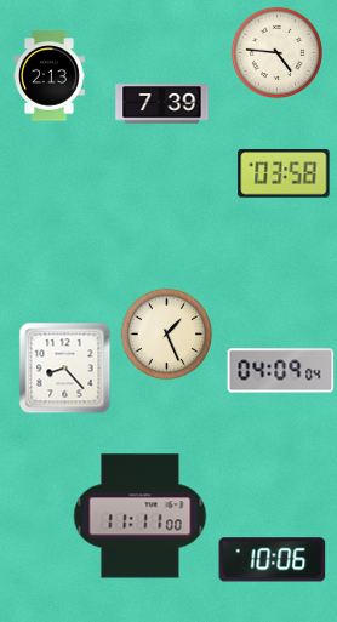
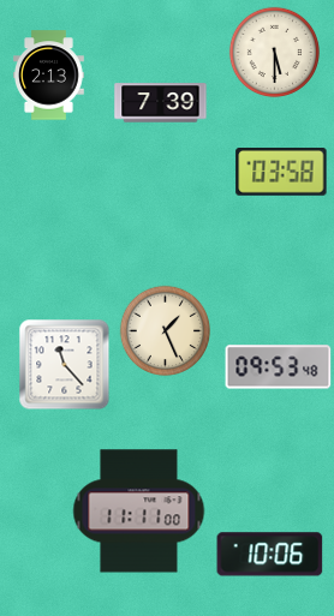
clock at (276, 52): 4:46 -> 5:30
clock at (65, 369): 8:23 -> 11:23
clock at (281, 371): 04:09 -> 09:53
